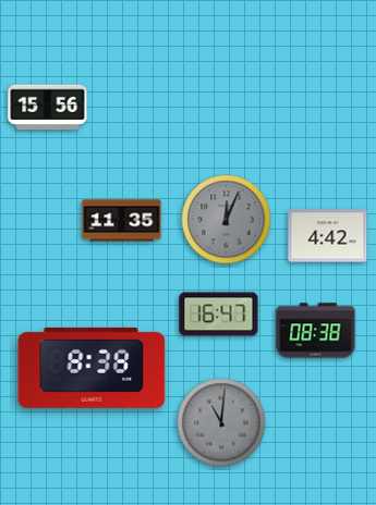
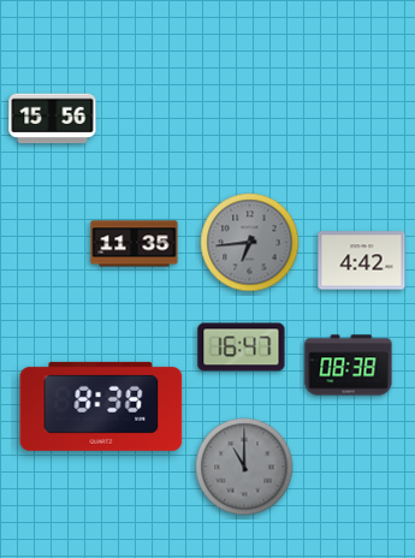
clock at (227, 220): 12:04 -> 6:44
clock at (221, 422): 11:01 -> 11:00
